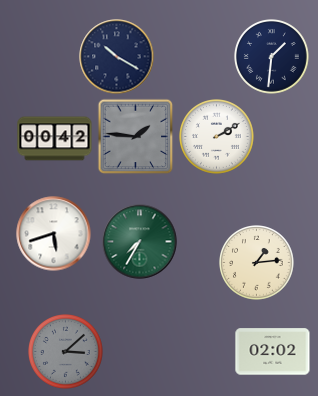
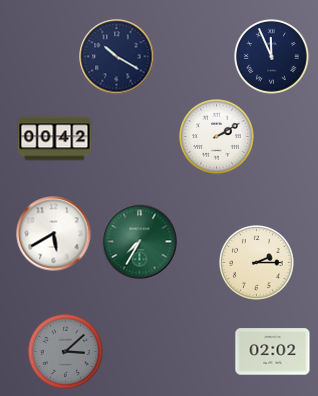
clock at (272, 57): 1:31 -> 11:56
clock at (136, 137): 1:46 -> none
clock at (54, 234): 5:42 -> 5:40
clock at (257, 263): 1:14 -> 2:15
